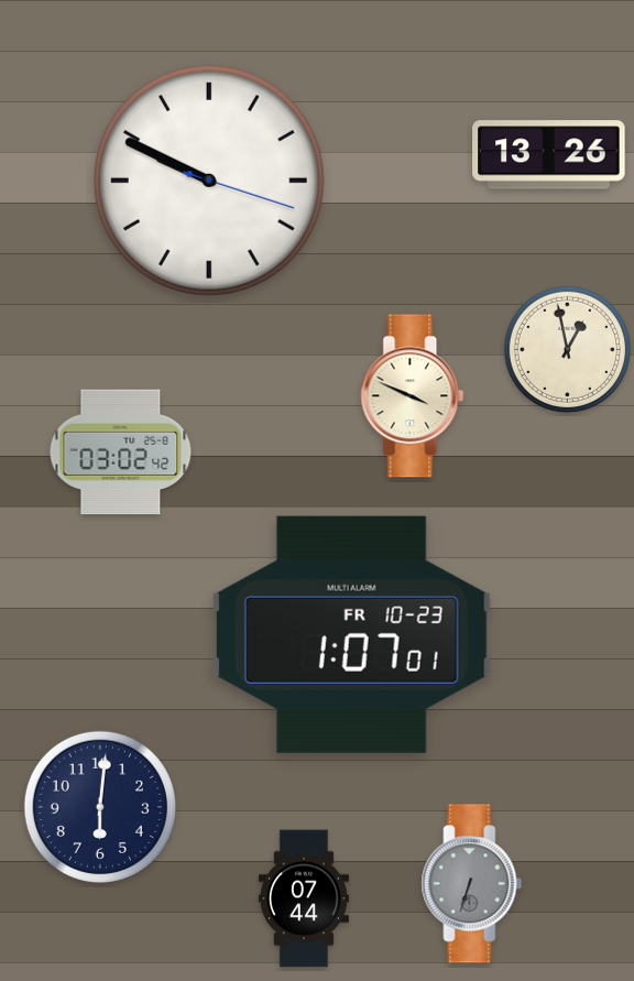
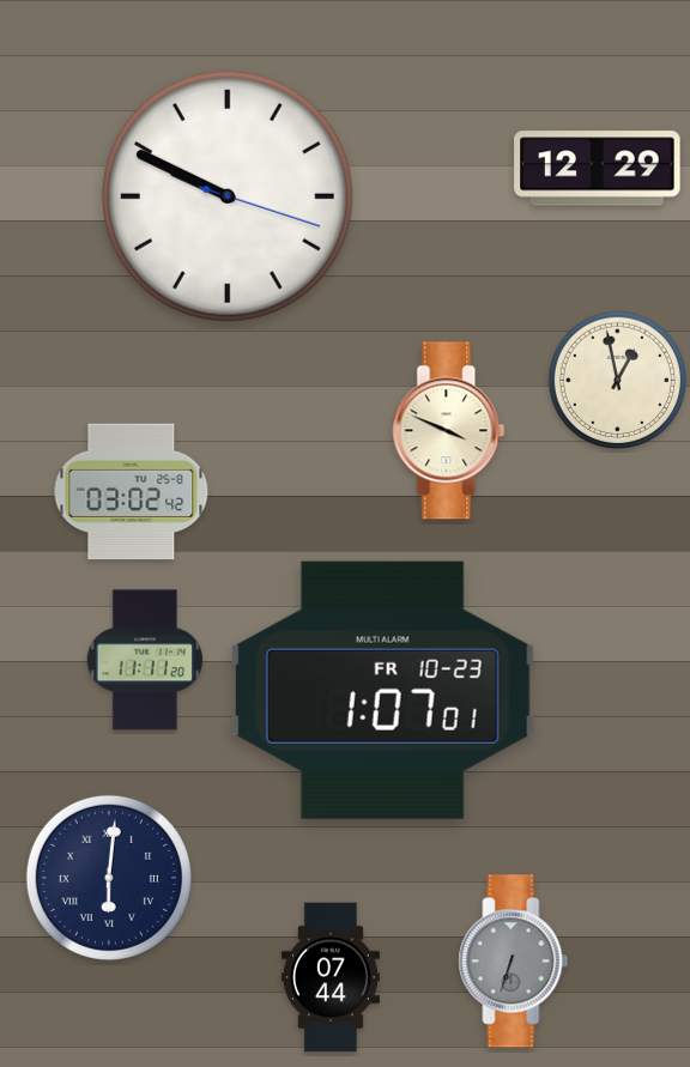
clock at (549, 155): 13:26 -> 12:29
clock at (145, 660): none -> 11:11
clock at (100, 807) numerals: Arabic -> Roman
